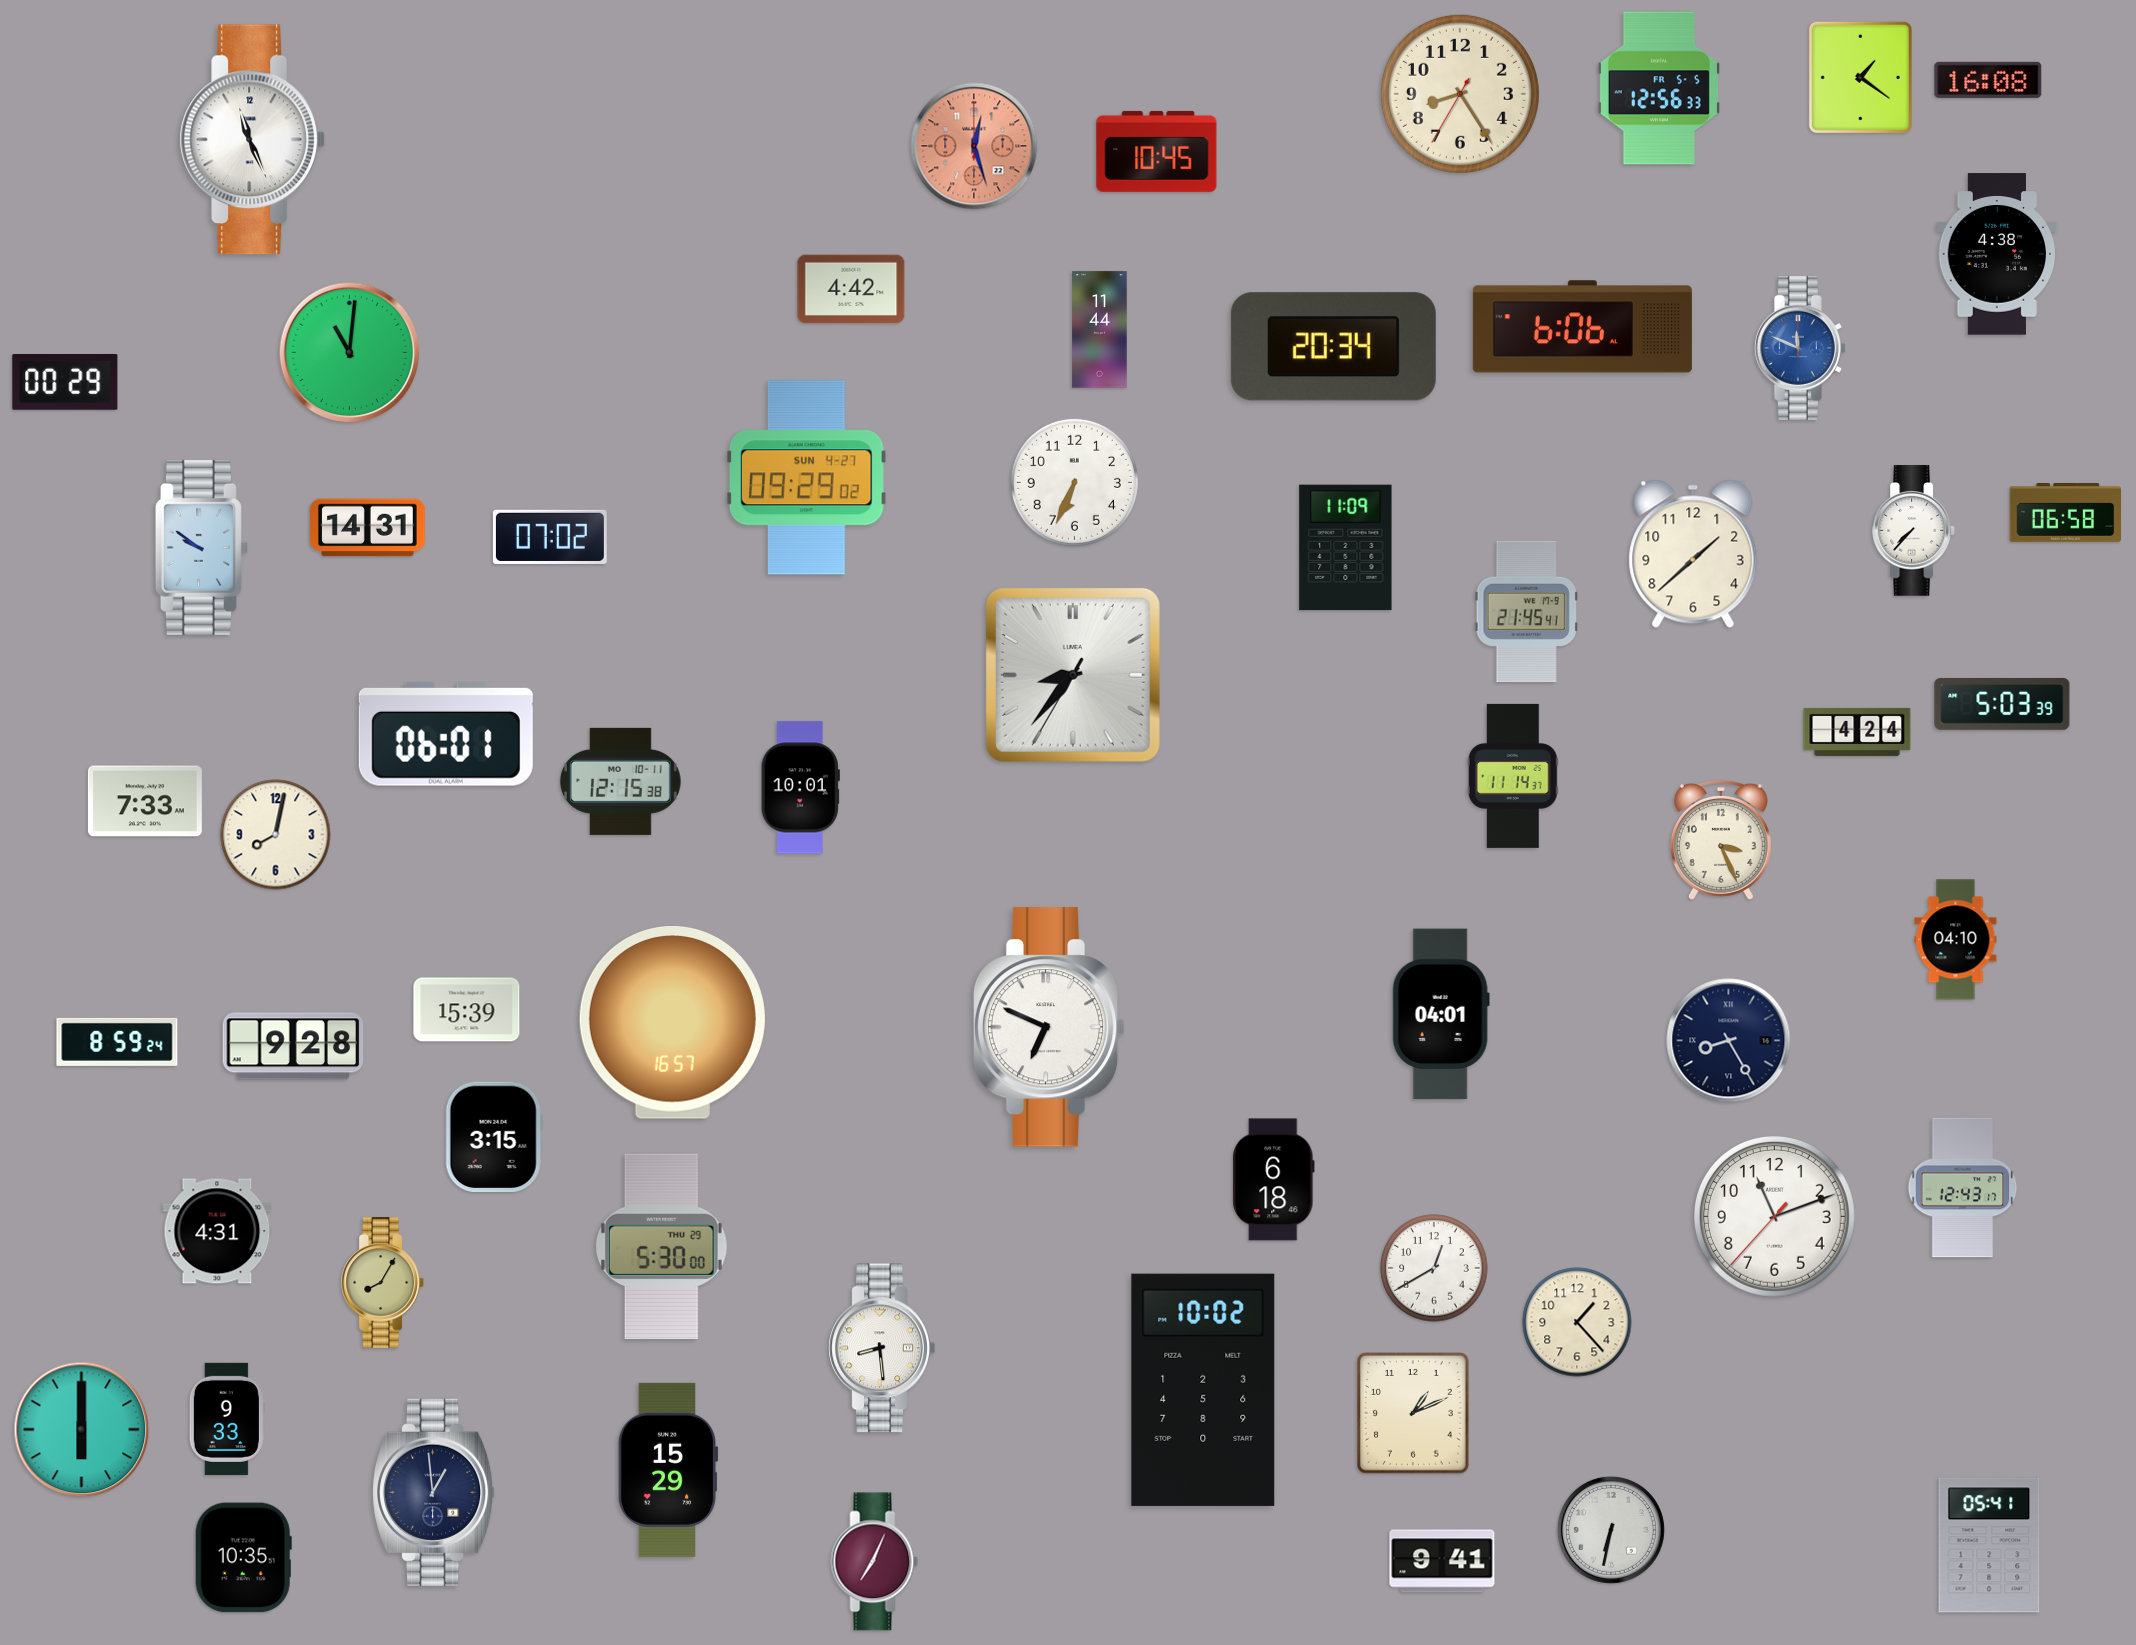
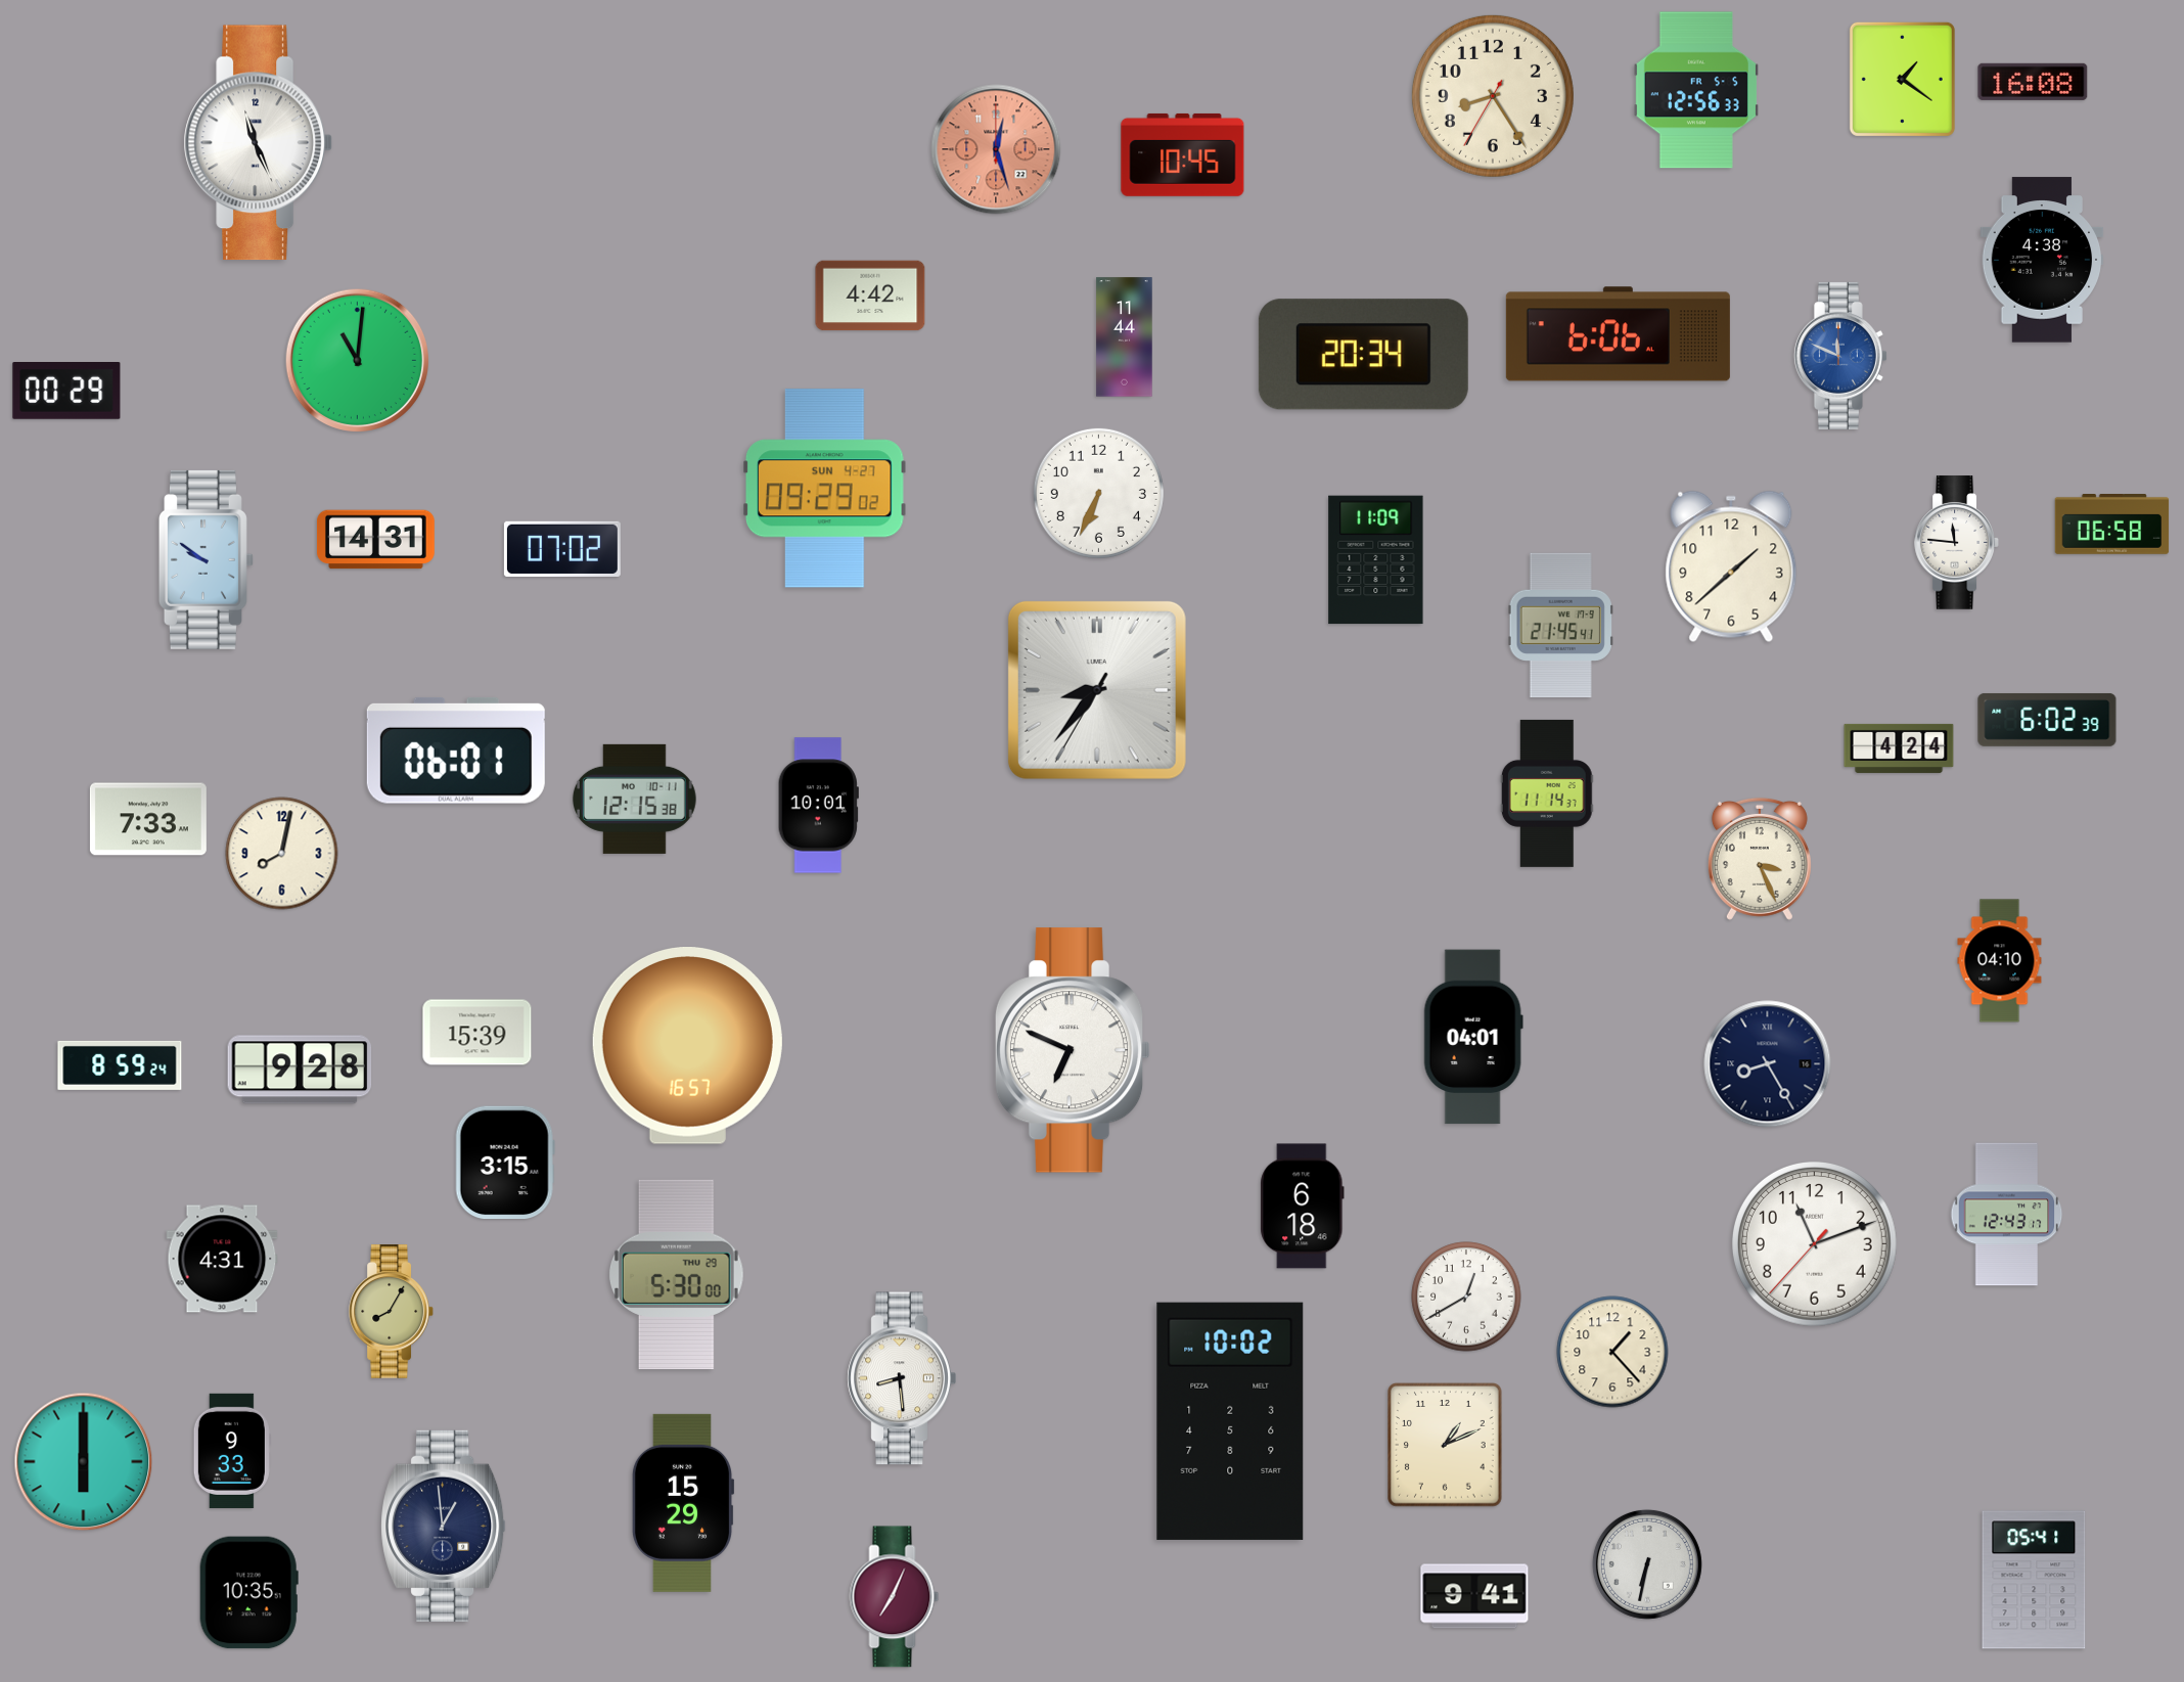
clock at (1914, 531): 7:37 -> 11:46
clock at (2002, 704): 5:03 -> 6:02
